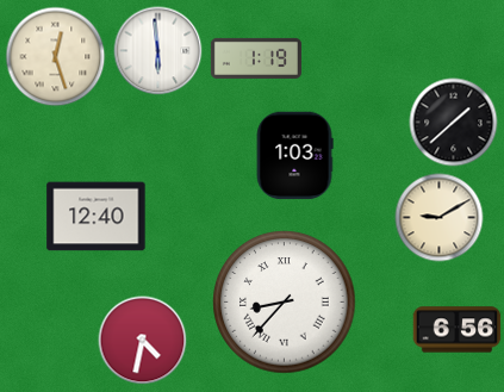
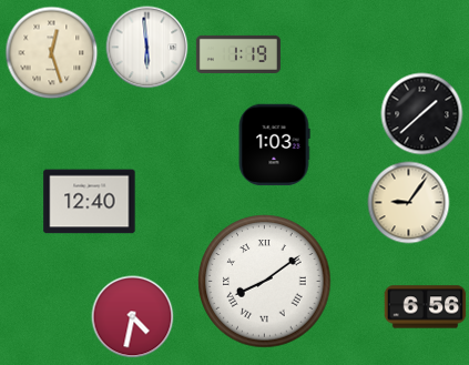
clock at (440, 218): 9:10 -> 9:06
clock at (285, 303): 8:37 -> 8:09
